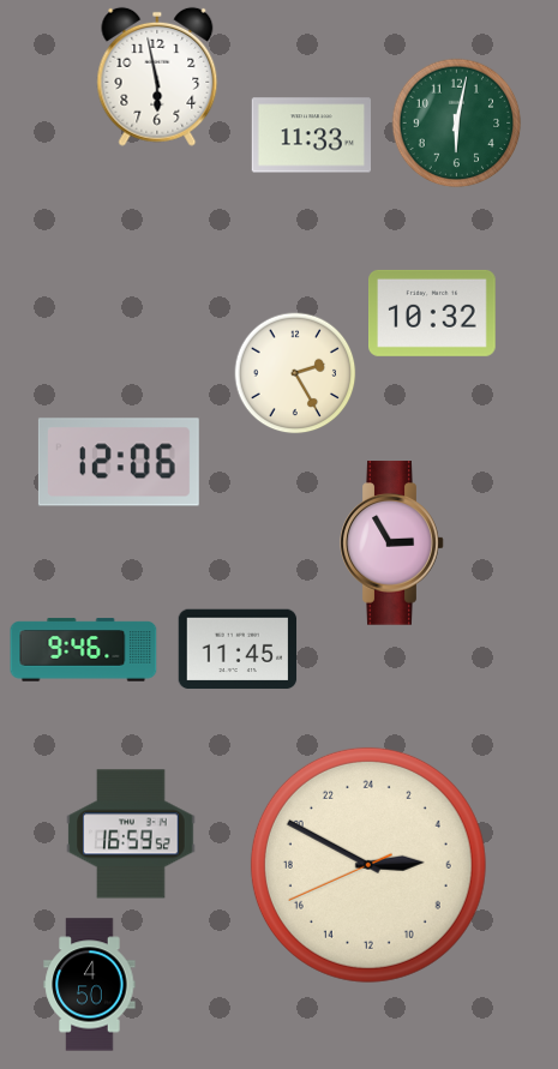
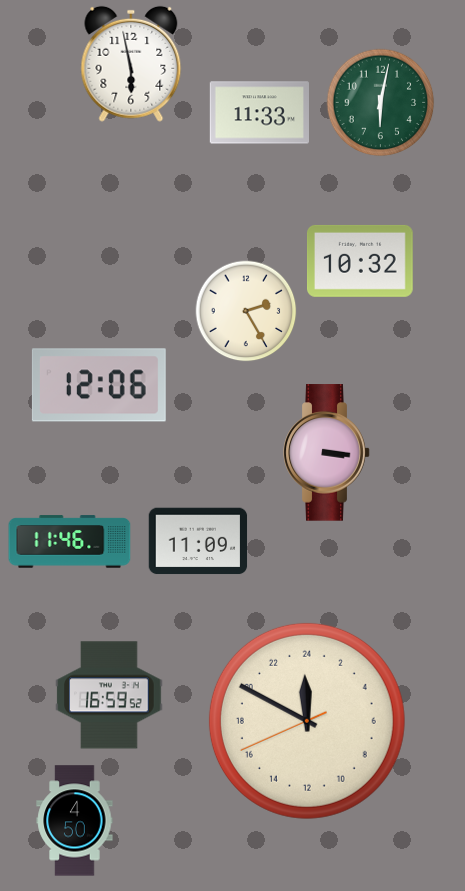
clock at (392, 543): 2:55 -> 3:16
clock at (238, 649): 11:45 -> 11:09
clock at (84, 650): 9:46 -> 11:46
clock at (368, 865): 5:49 -> 23:49
